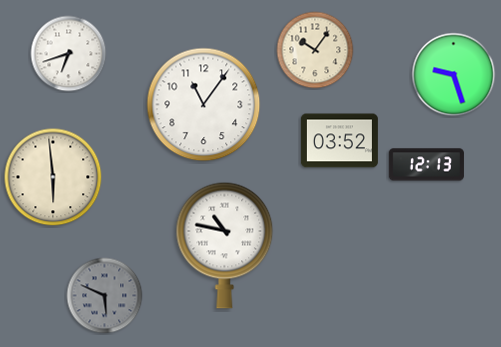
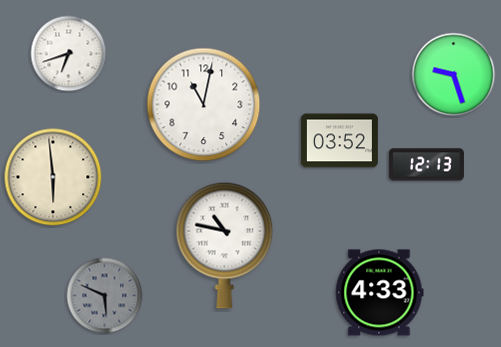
clock at (315, 50): 10:06 -> none
clock at (204, 105): 11:06 -> 11:02
clock at (380, 293): none -> 4:33
